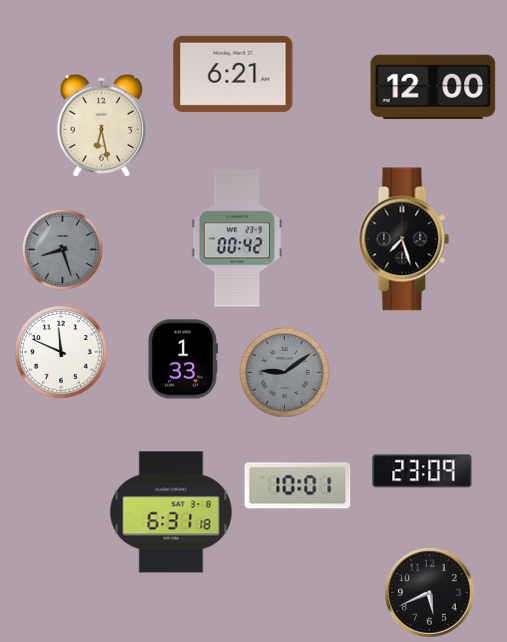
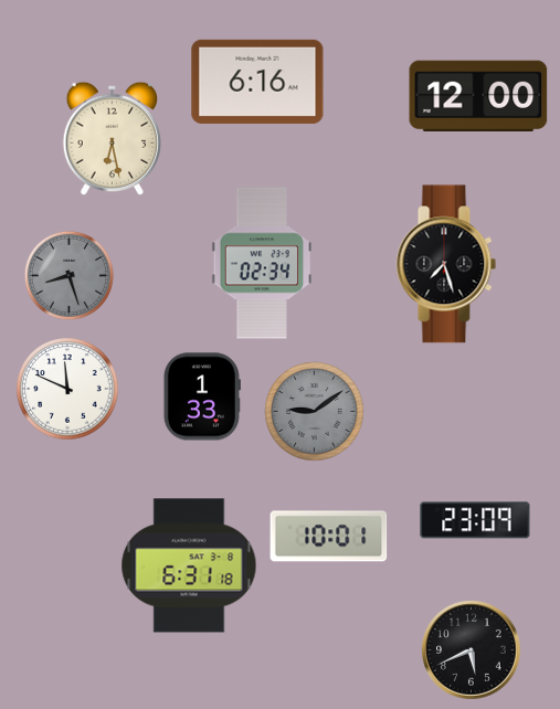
clock at (233, 74): 6:21 -> 6:16
clock at (237, 238): 00:42 -> 02:34
clock at (422, 471) position: (422, 471) -> (475, 520)
clock at (430, 593) position: (430, 593) -> (472, 650)
